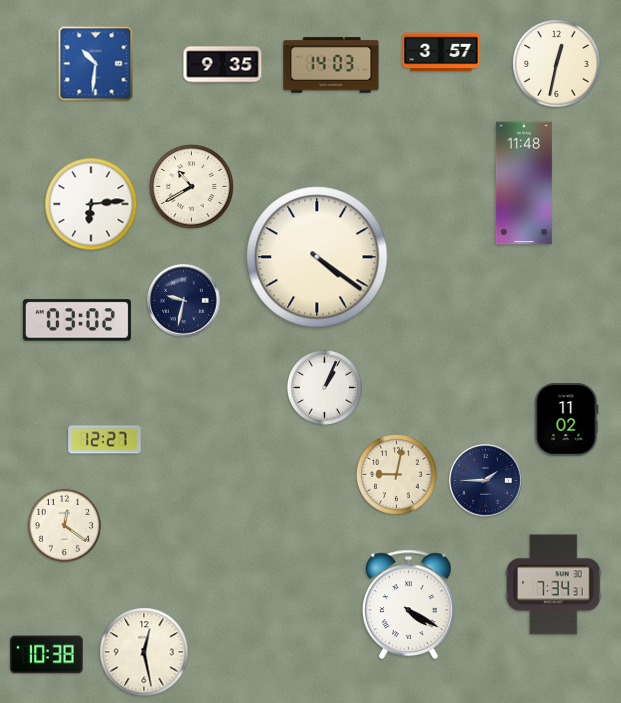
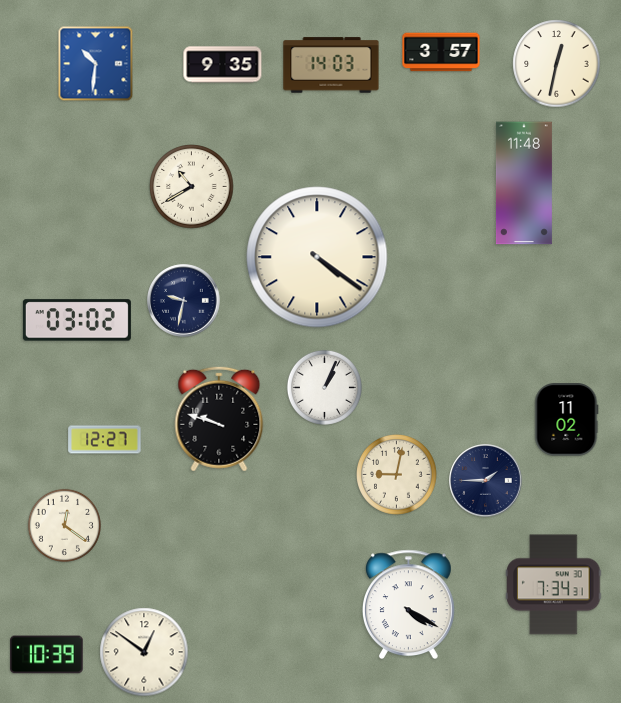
clock at (91, 204): 6:14 -> none
clock at (219, 419): none -> 9:48
clock at (144, 652): 12:28 -> 12:51
clock at (47, 655): 10:38 -> 10:39
